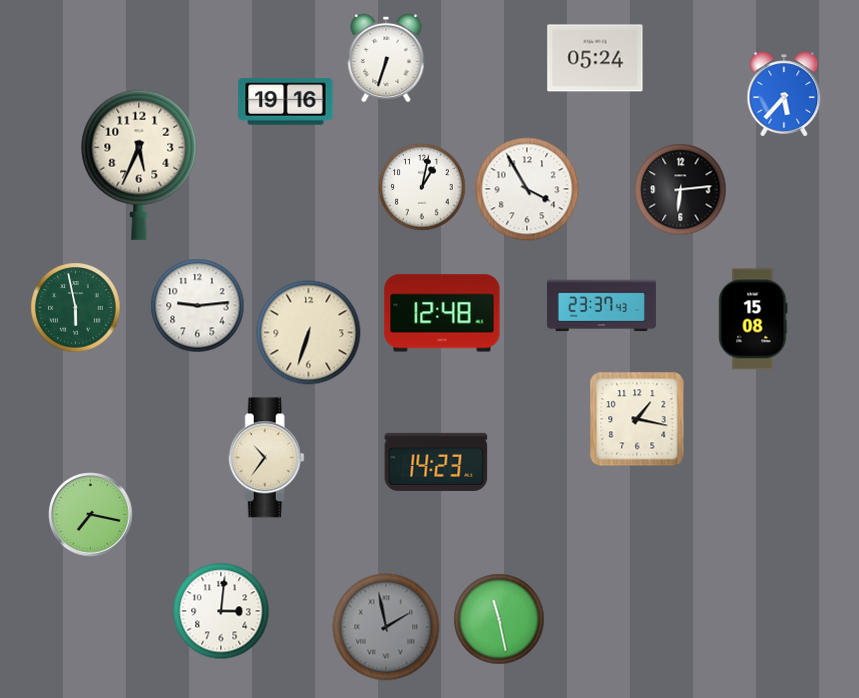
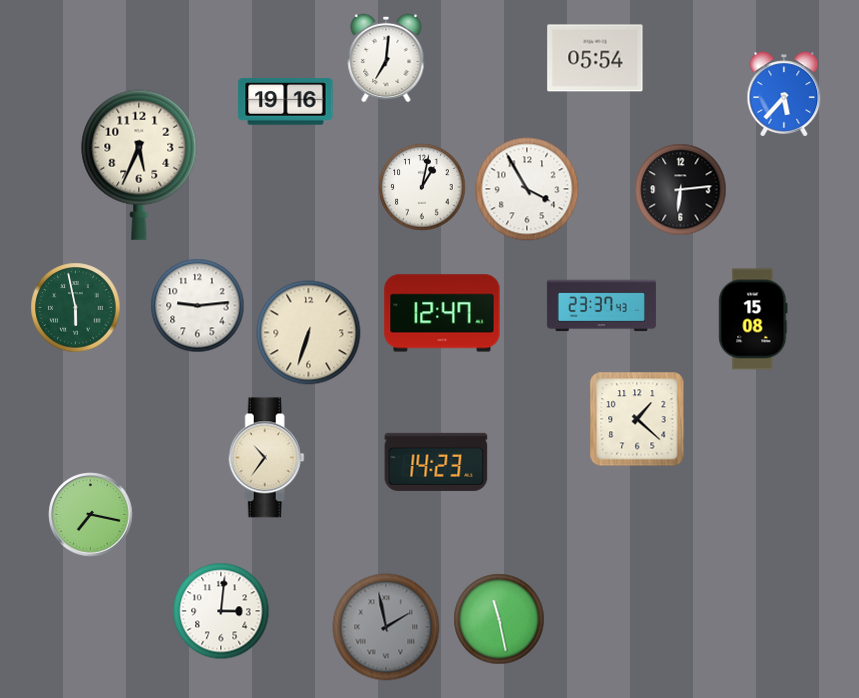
clock at (386, 58): 6:33 -> 7:01
clock at (595, 58): 05:24 -> 05:54
clock at (442, 313): 12:48 -> 12:47
clock at (637, 419): 1:17 -> 1:22
